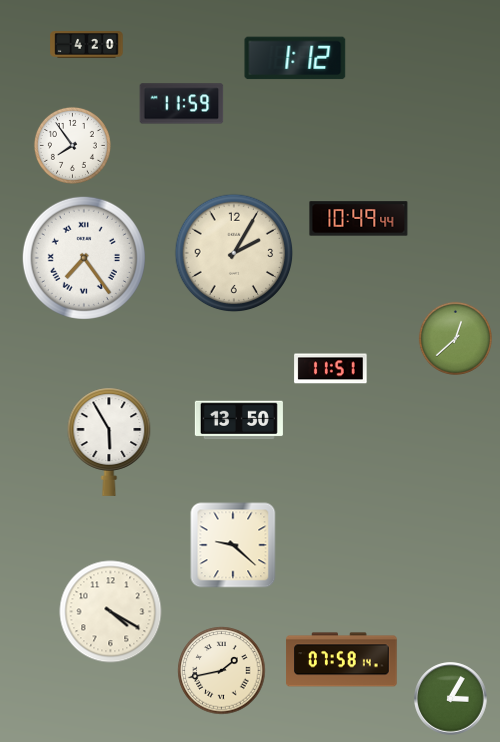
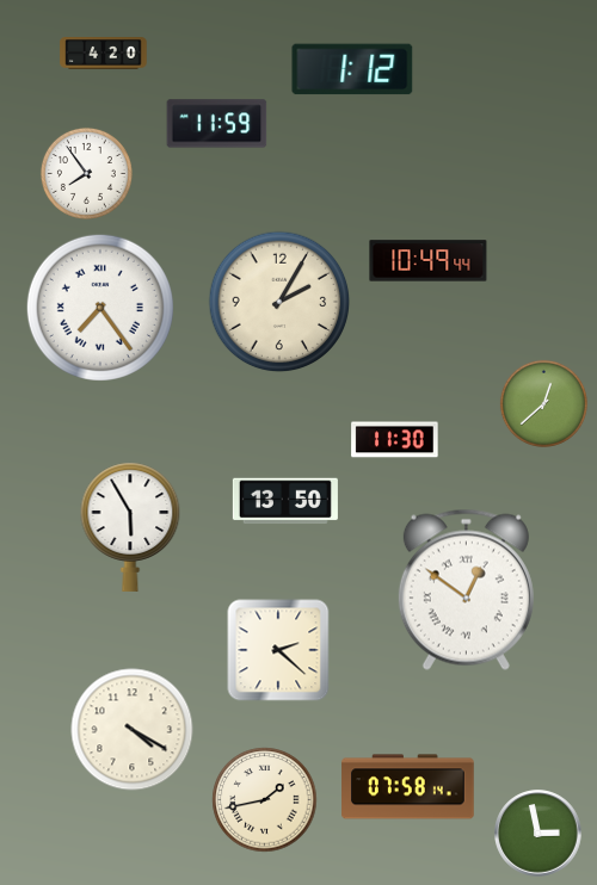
clock at (331, 369): 11:51 -> 11:30
clock at (466, 589): none -> 12:51
clock at (233, 545): 9:22 -> 2:22
clock at (451, 699): 3:05 -> 2:58
